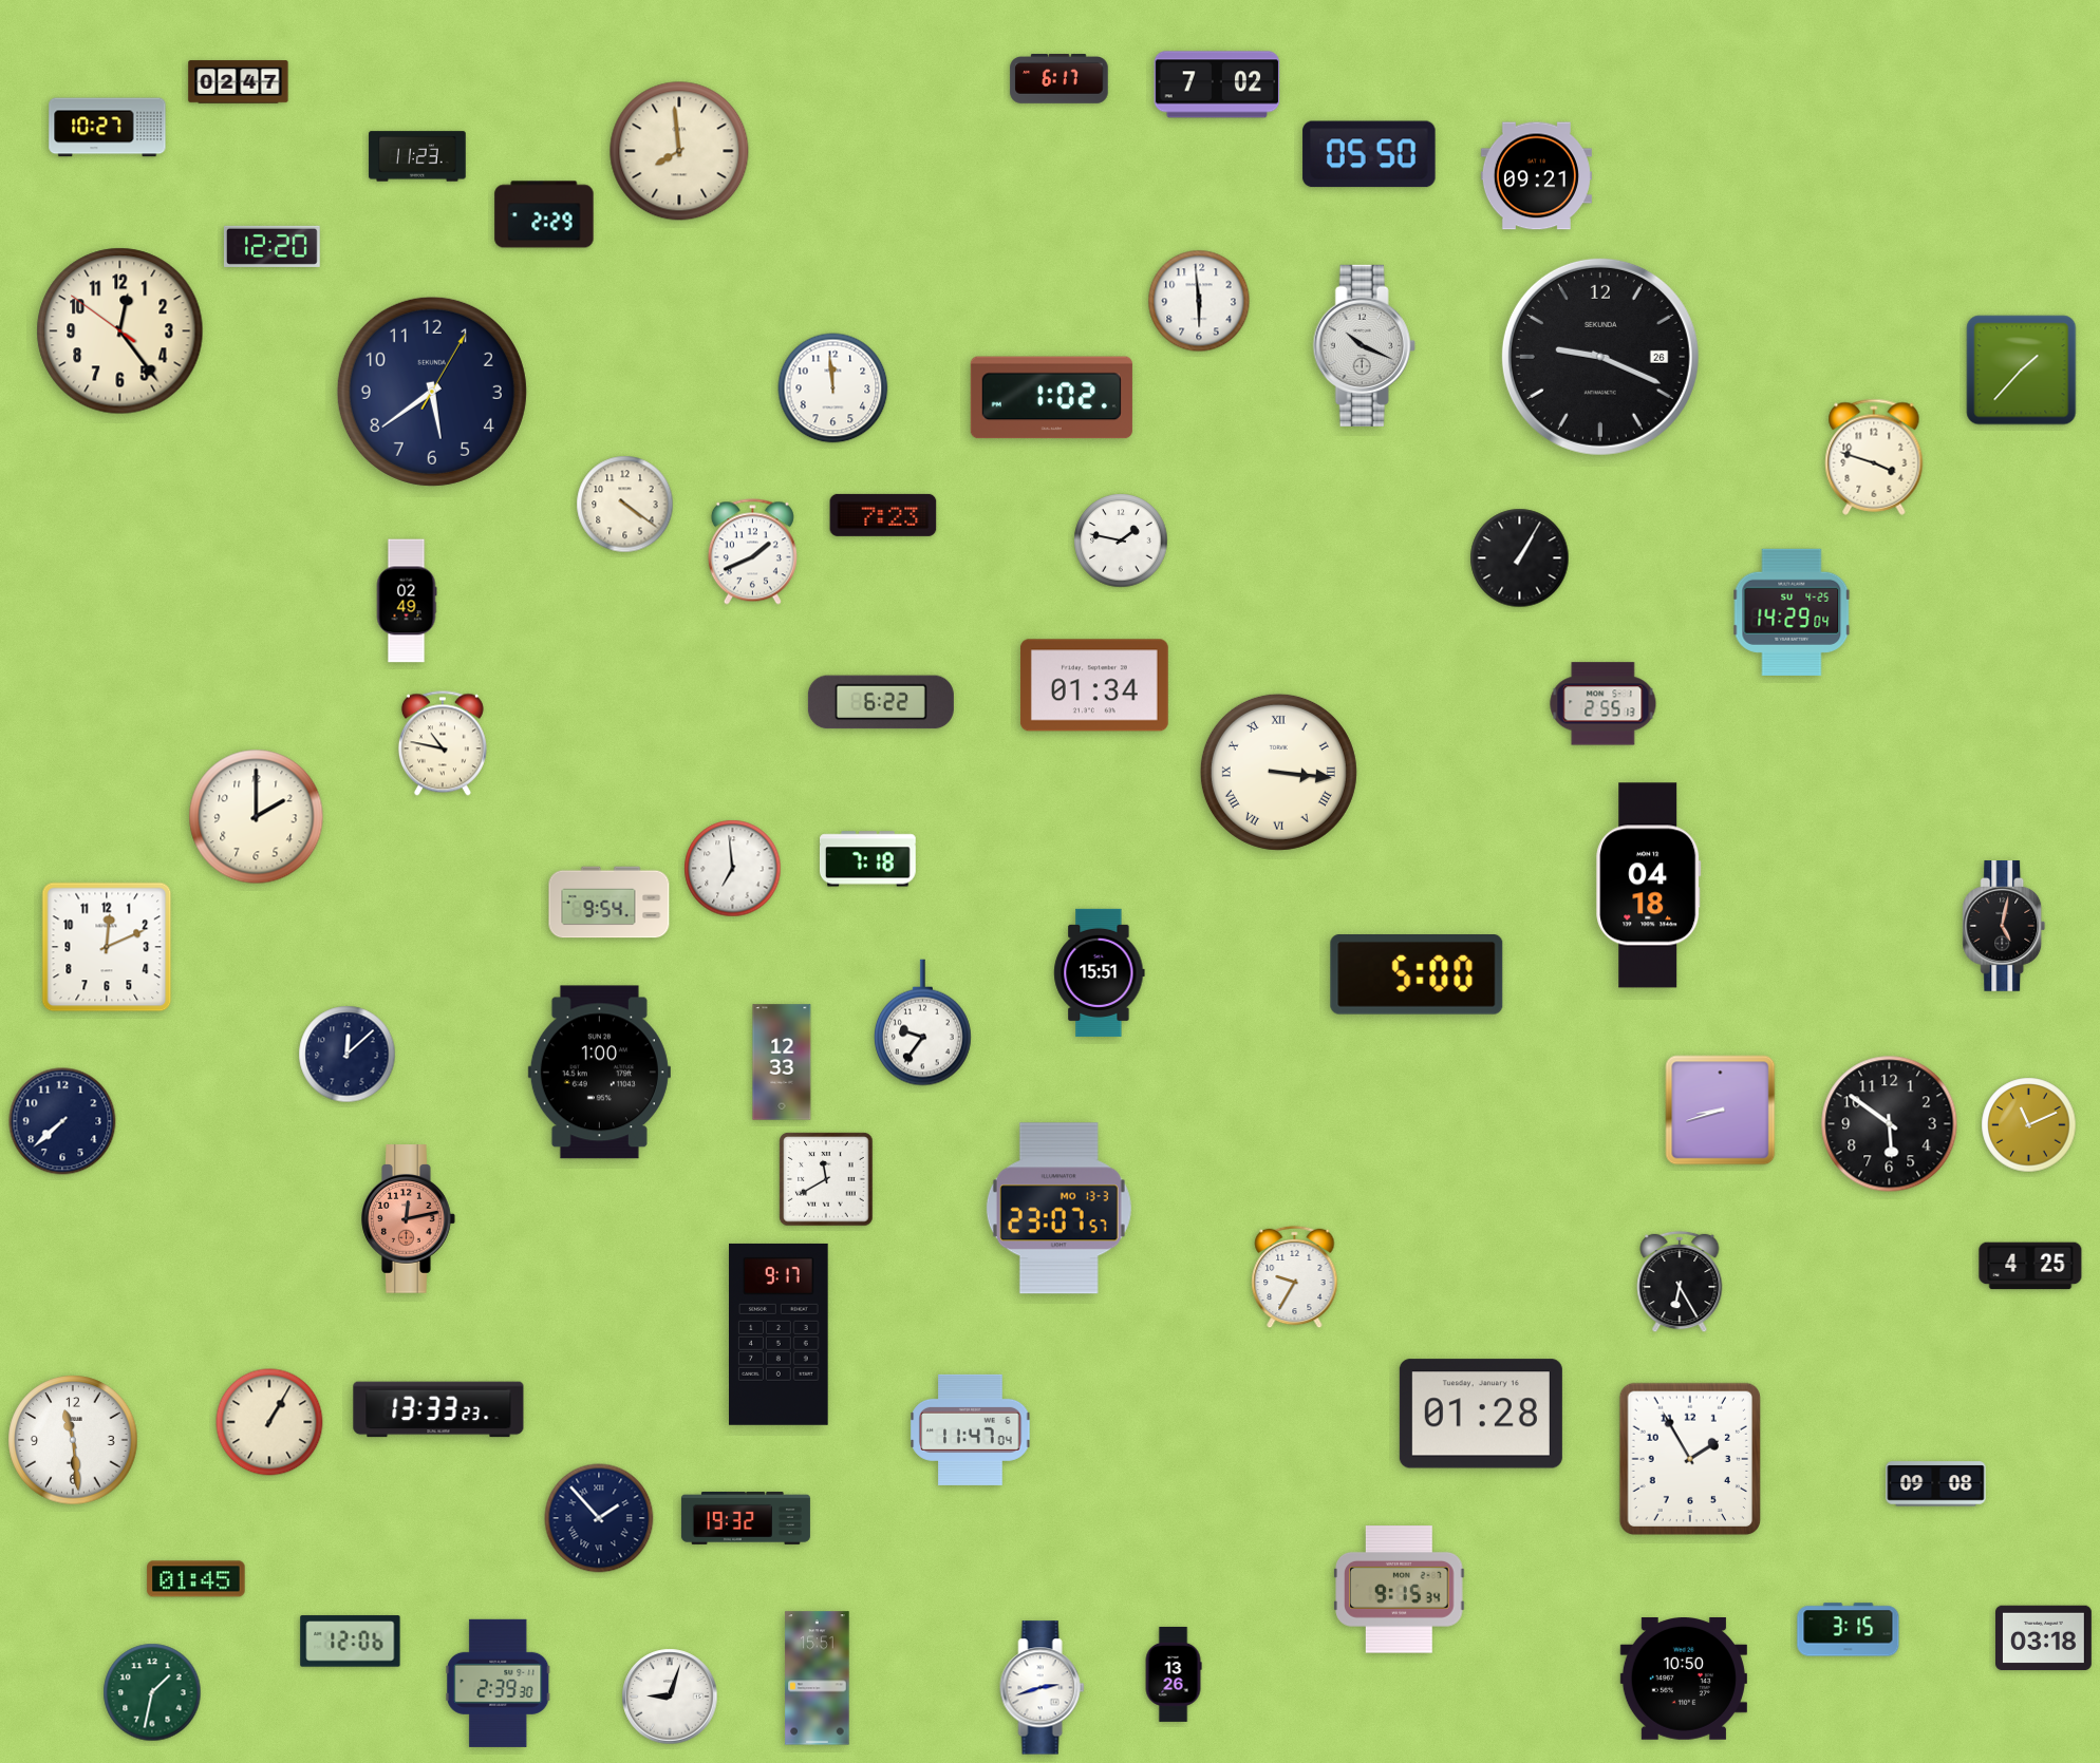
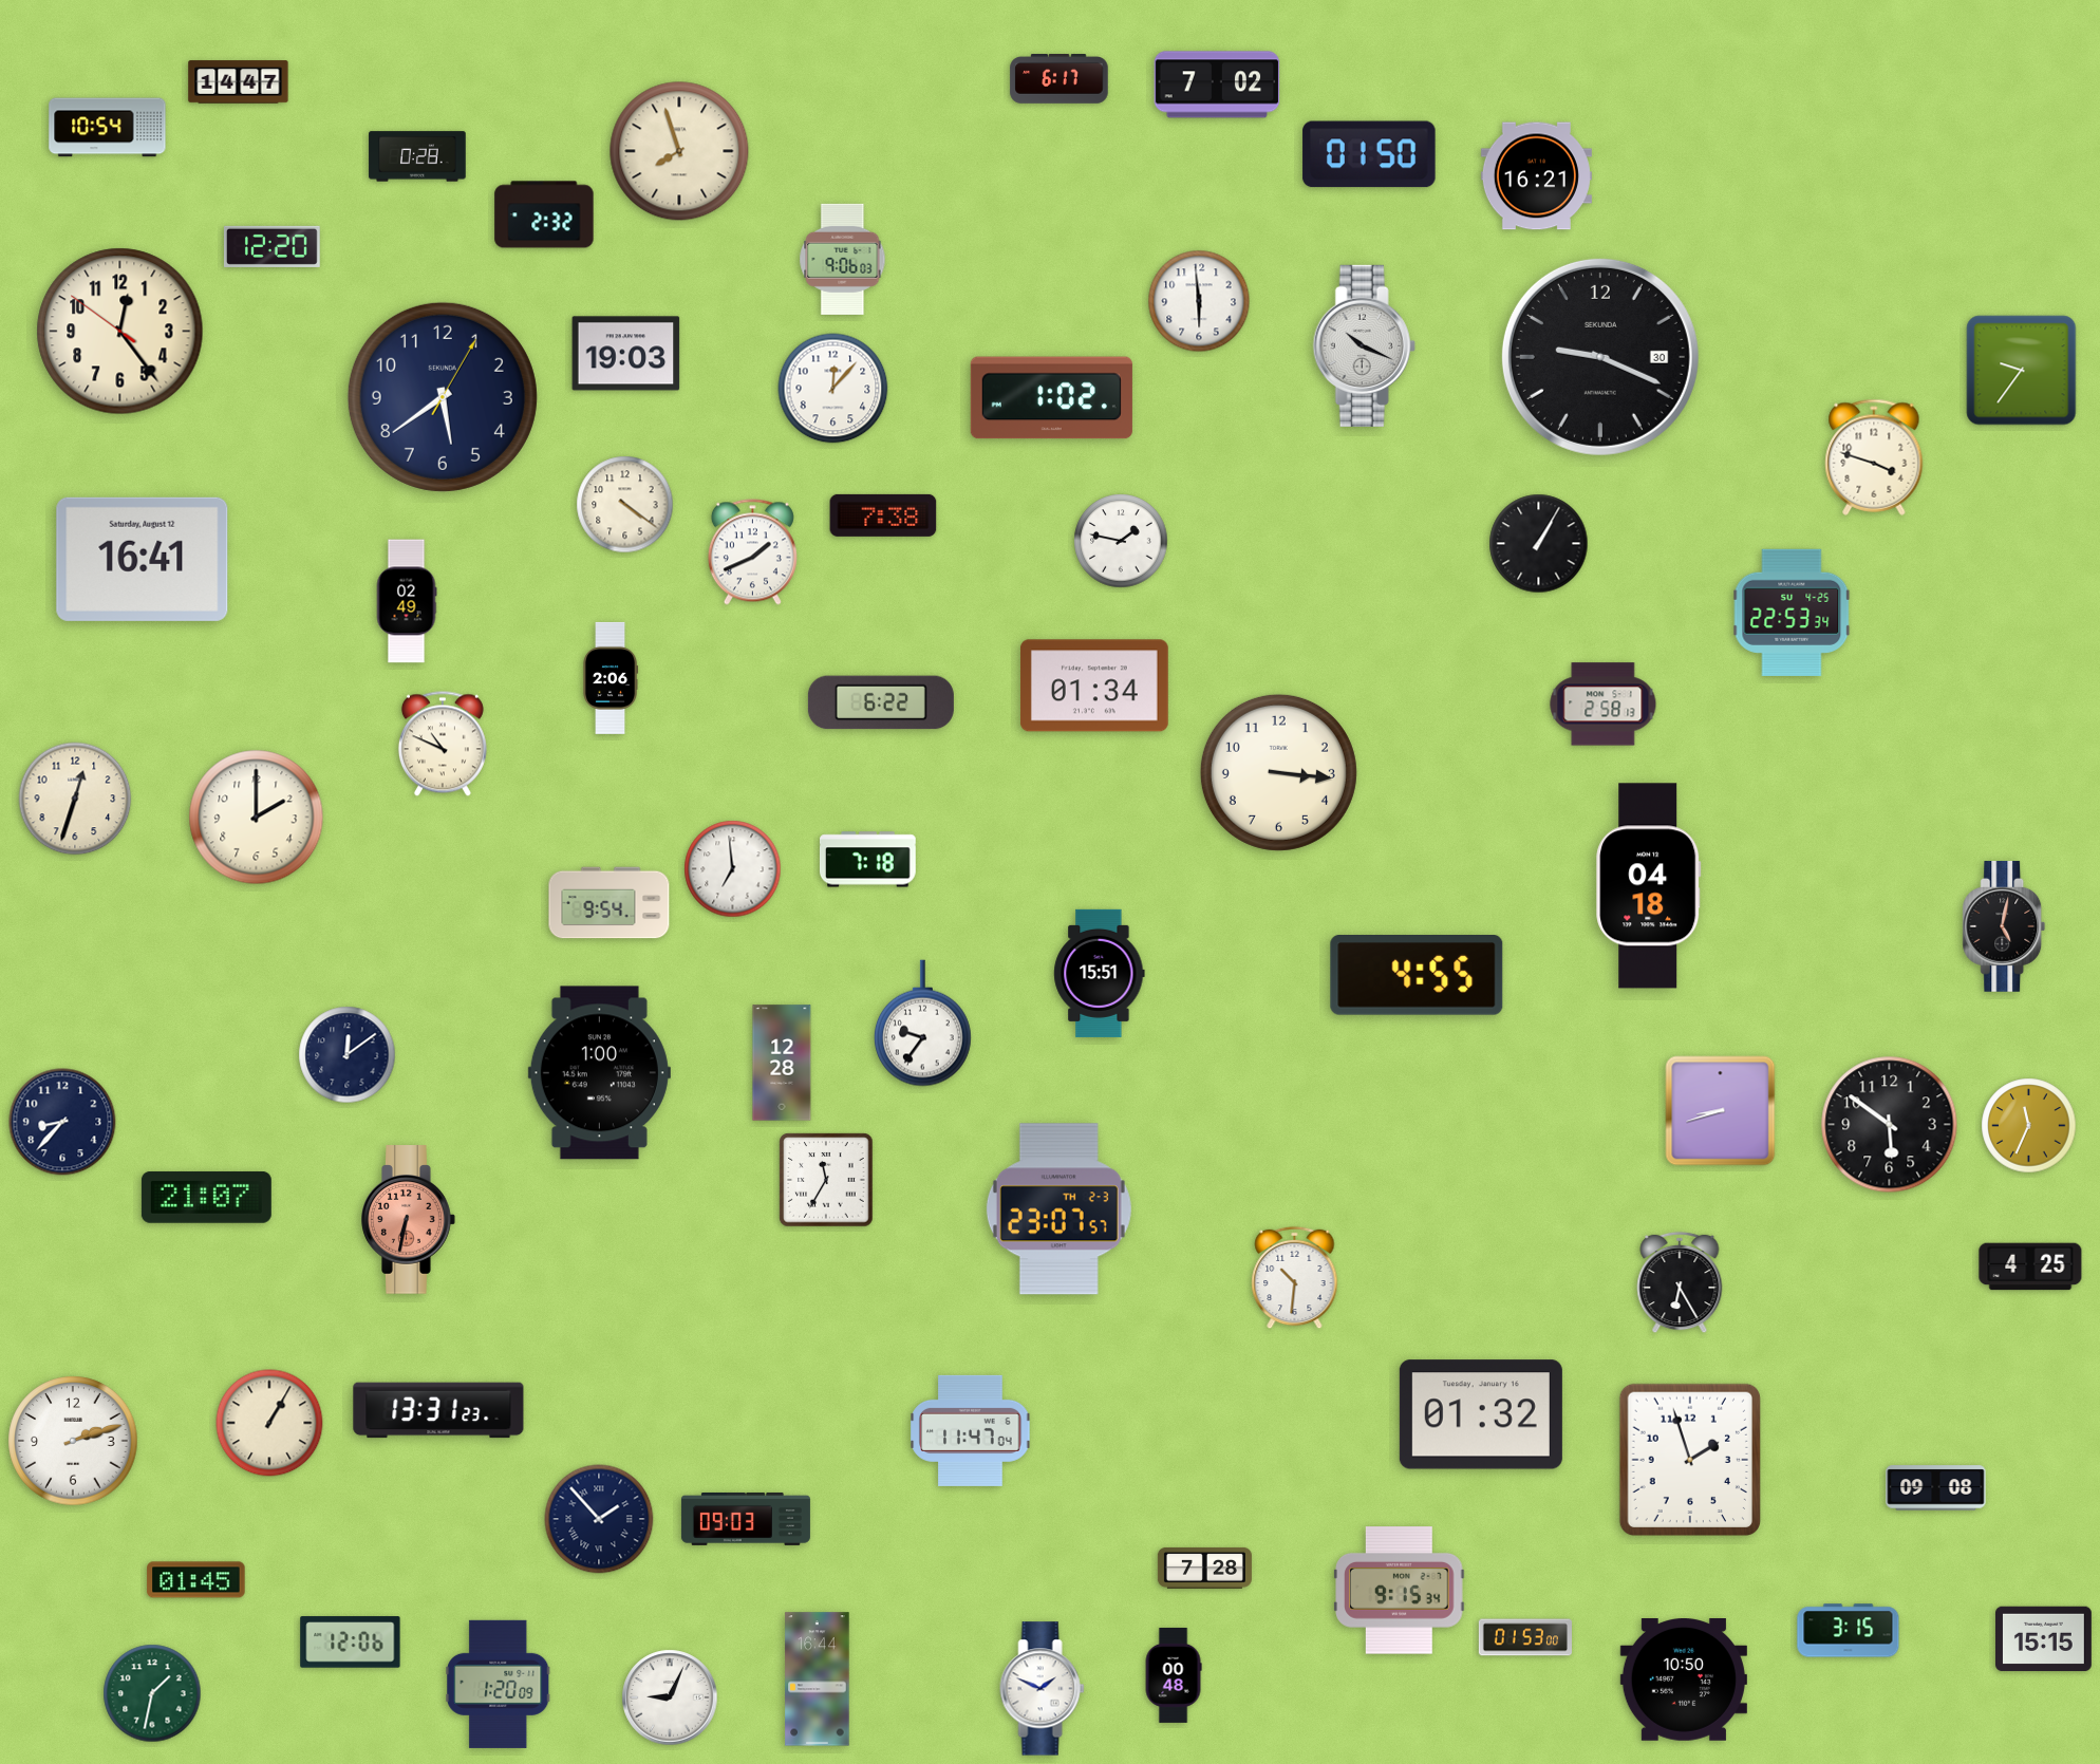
clock at (239, 82): 02:47 -> 14:47
clock at (108, 128): 10:27 -> 10:54
clock at (679, 151): 7:59 -> 7:57
clock at (1369, 154): 05:50 -> 01:50
clock at (417, 156): 11:23 -> 0:28
clock at (1536, 176): 09:21 -> 16:21
clock at (544, 214): 2:29 -> 2:32
clock at (843, 259): none -> 9:06
clock at (626, 354): none -> 19:03
clock at (1600, 357) date: 26 -> 30
clock at (2022, 371): 1:37 -> 9:36
clock at (833, 388): 11:59 -> 12:07
clock at (432, 392) position: (432, 392) -> (443, 397)
clock at (883, 515): 7:23 -> 7:38
clock at (143, 559): none -> 16:41
clock at (1520, 558) position: (1520, 558) -> (1539, 544)
clock at (1792, 612): 14:29 -> 22:53
clock at (611, 678): none -> 2:06
clock at (1604, 704): 2:55 -> 2:58
clock at (443, 743): 10:47 -> 10:49
clock at (1278, 772) numerals: Roman -> Arabic
clock at (75, 799): none -> 12:33
clock at (107, 947): 12:11 -> none
clock at (1417, 975): 5:00 -> 4:55
clock at (348, 1055): 12:08 -> 12:09
clock at (782, 1062): 12:33 -> 12:28
clock at (62, 1121): 7:38 -> 8:37
clock at (2029, 1125): 11:11 -> 11:34
clock at (826, 1179): 11:40 -> 11:35
clock at (206, 1197): none -> 21:07
clock at (1058, 1209) date: MO 13-3 -> TH 2-3
clock at (409, 1219): 12:13 -> 6:32
clock at (1295, 1277): 9:35 -> 10:31
clock at (779, 1334): 9:17 -> none
clock at (438, 1409): 13:33 -> 13:31
clock at (1481, 1414): 01:28 -> 01:32
clock at (73, 1440): 11:29 -> 2:12
clock at (1689, 1458): 1:55 -> 1:57
clock at (1936, 1484) position: (1936, 1484) -> (1936, 1488)
clock at (746, 1518): 19:32 -> 09:03
clock at (1204, 1568): none -> 7:28
clock at (1524, 1637): none -> 01:53
clock at (2044, 1638): 03:18 -> 15:15
clock at (1174, 1674): 13:26 -> 00:48
clock at (818, 1679): 15:51 -> 16:44
clock at (499, 1683): 2:39 -> 1:20
clock at (1043, 1688): 2:42 -> 1:49
clock at (670, 1696): 9:03 -> 9:04
